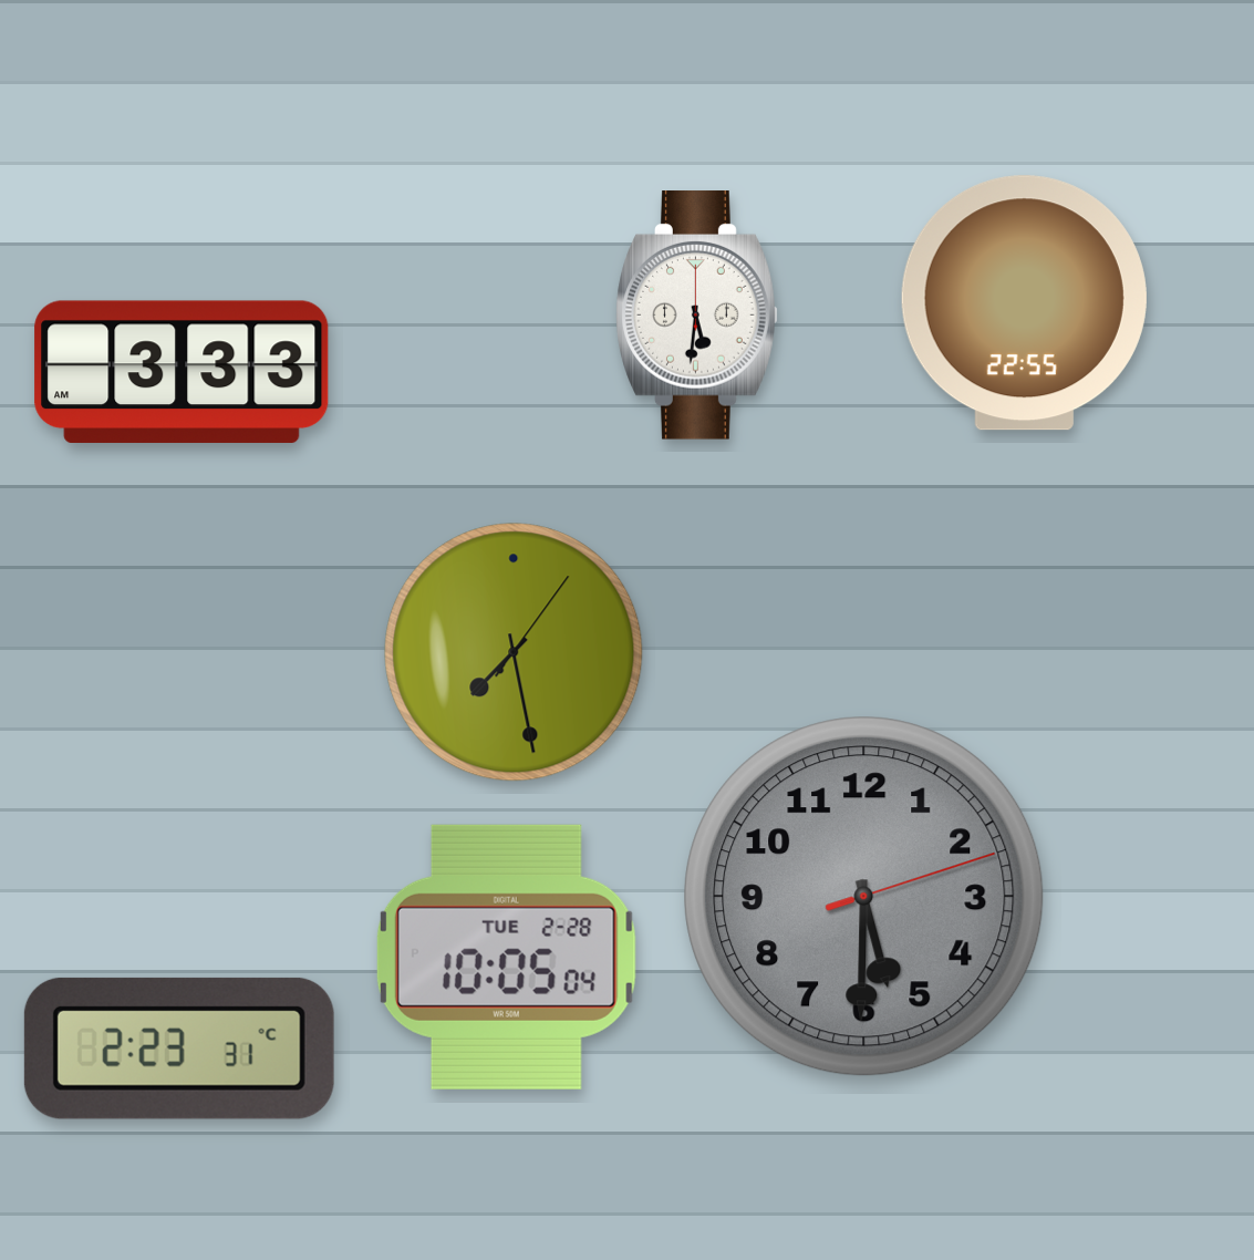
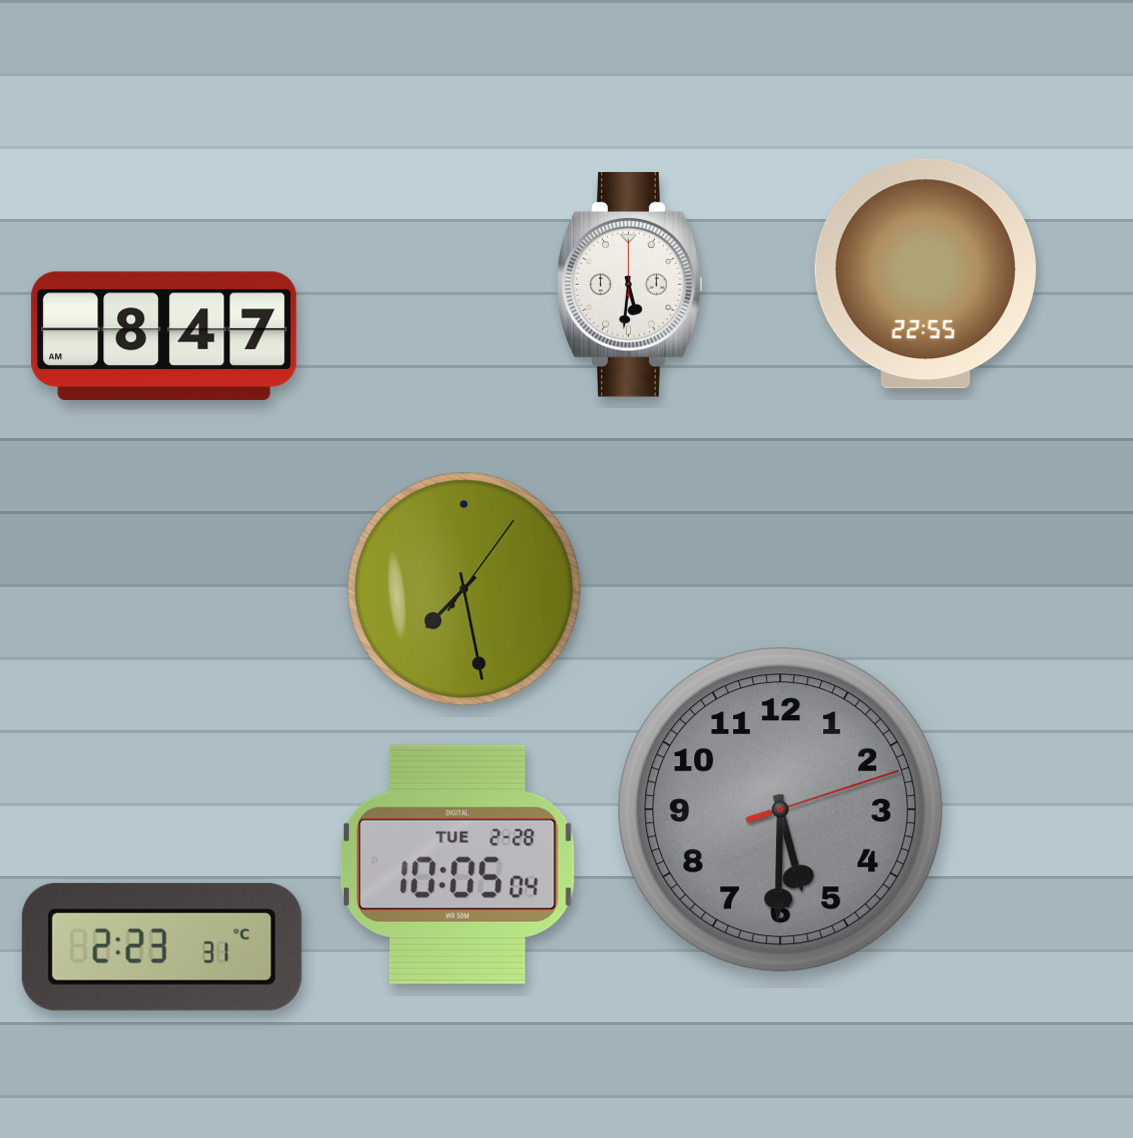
clock at (182, 372): 3:33 -> 8:47
